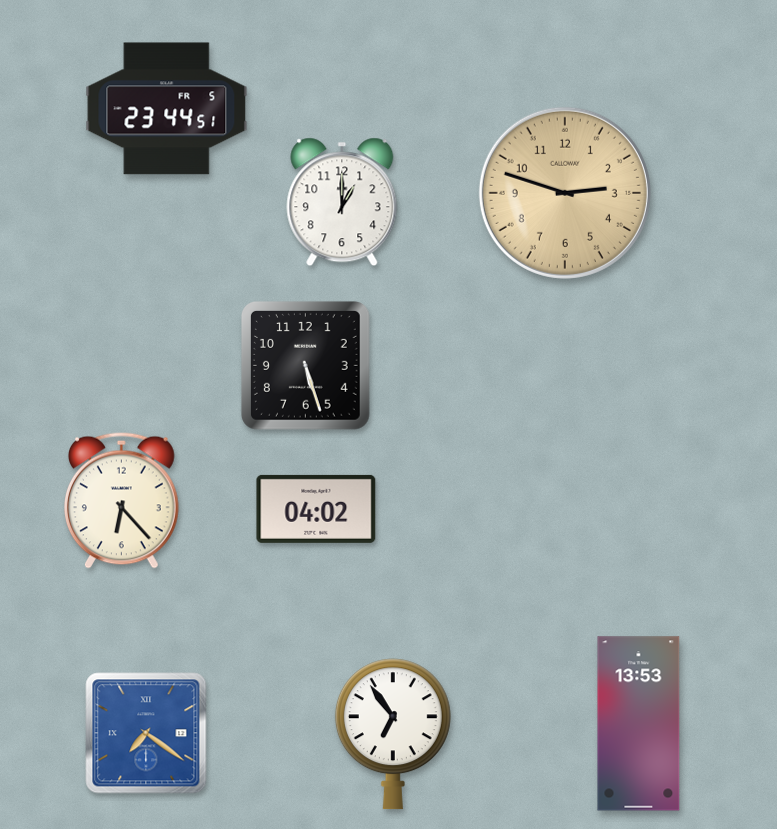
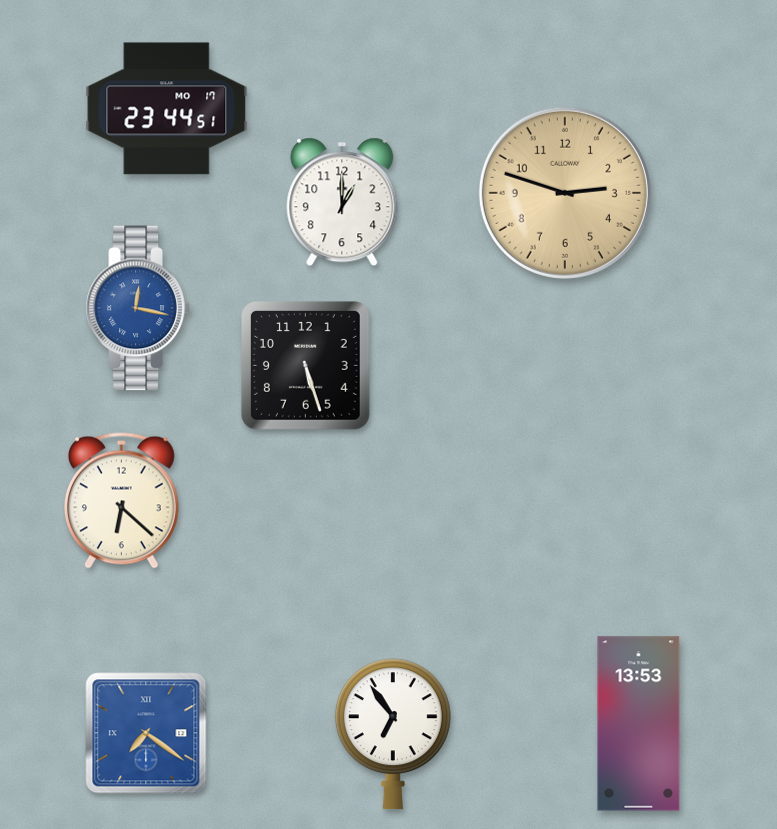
clock at (167, 109) date: FR 5 -> MO 17
clock at (138, 308): none -> 12:17
clock at (121, 500): 6:23 -> 6:22
clock at (316, 509): 04:02 -> none
